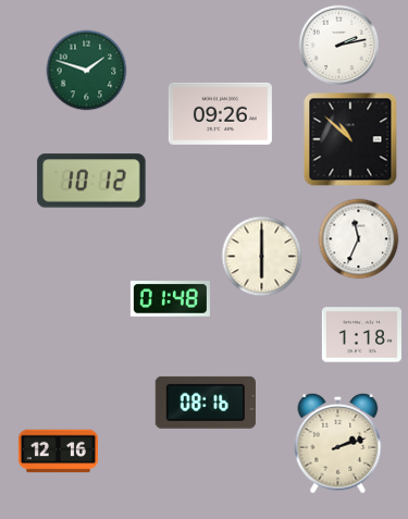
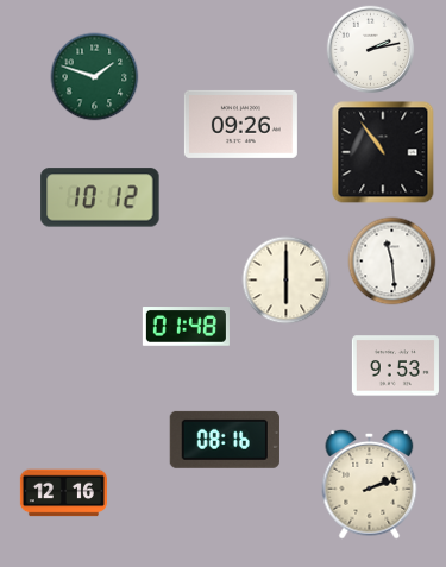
clock at (350, 139): 10:52 -> 10:54
clock at (359, 239): 11:34 -> 11:29
clock at (361, 335): 1:18 -> 9:53
